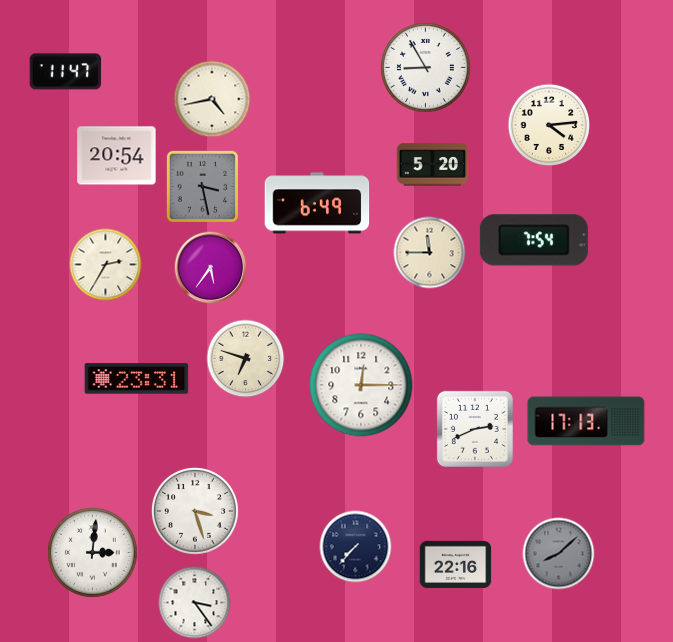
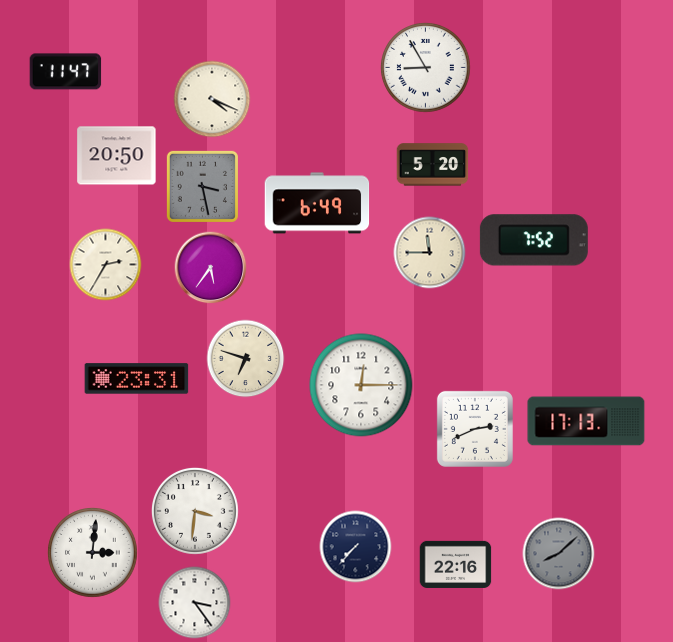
clock at (212, 99): 4:43 -> 4:19
clock at (549, 125): 4:14 -> none
clock at (117, 156): 20:54 -> 20:50
clock at (534, 240): 7:54 -> 7:52
clock at (195, 511): 3:27 -> 3:31
